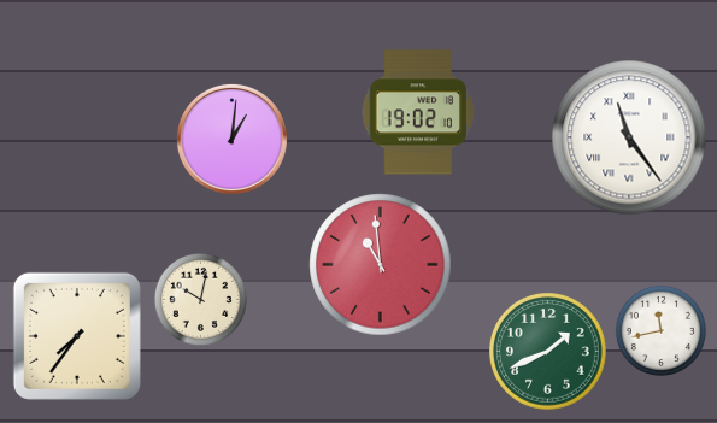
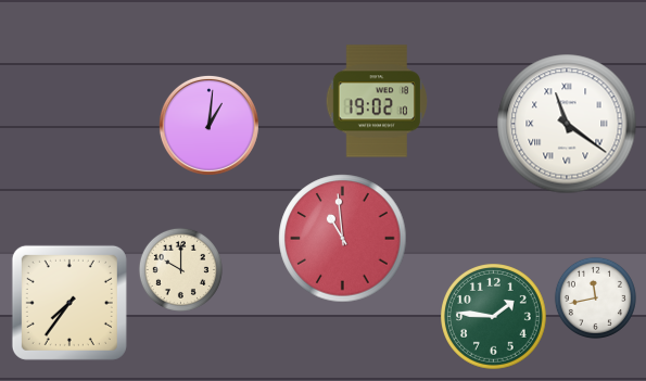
clock at (629, 137): 11:24 -> 11:21
clock at (200, 299): 10:02 -> 10:00
clock at (548, 352): 1:41 -> 1:46
